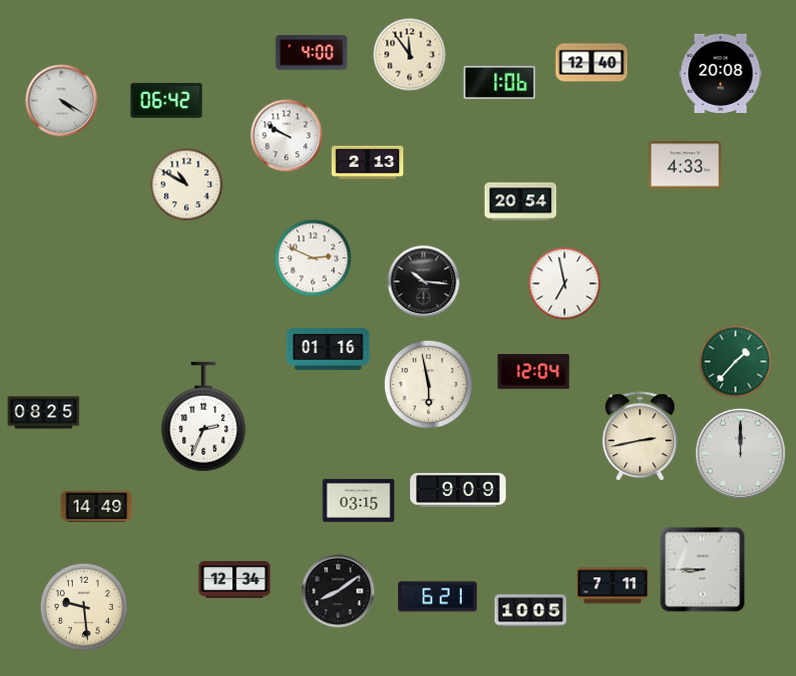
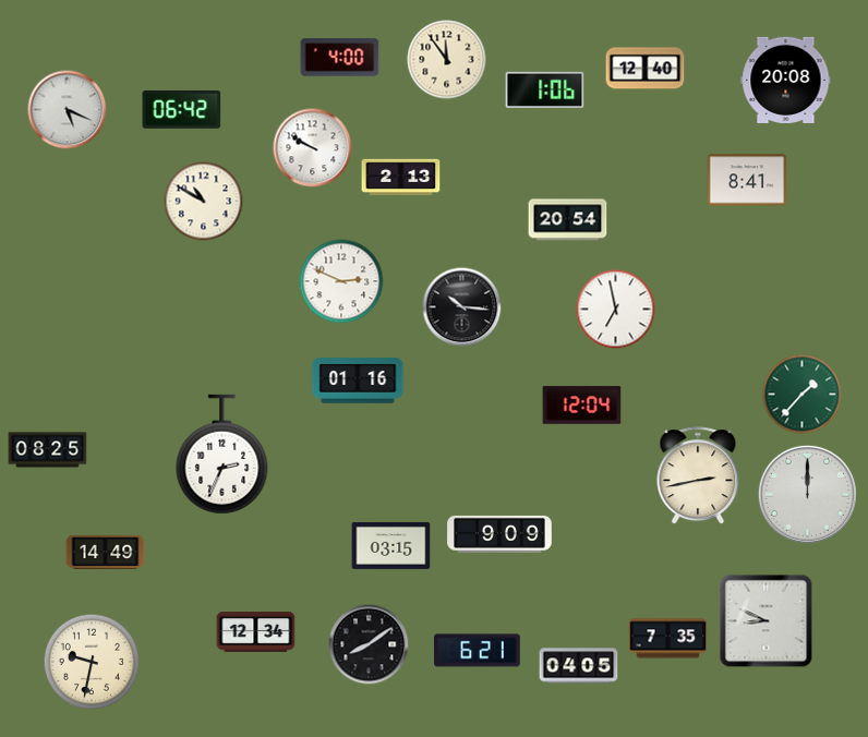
clock at (62, 101): 4:20 -> 5:19
clock at (685, 165): 4:33 -> 8:41
clock at (428, 384): 5:58 -> none
clock at (703, 570): 8:45 -> 8:49
clock at (613, 586): 7:11 -> 7:35
clock at (83, 606): 9:29 -> 9:32
clock at (531, 611): 10:05 -> 04:05
